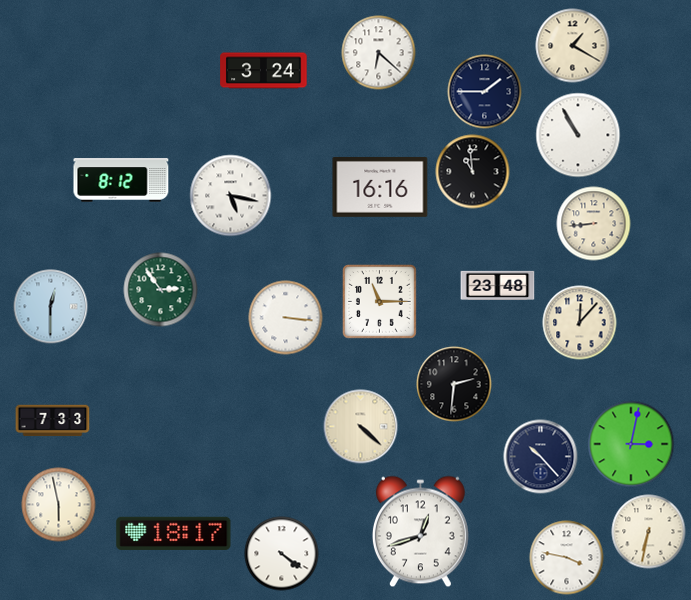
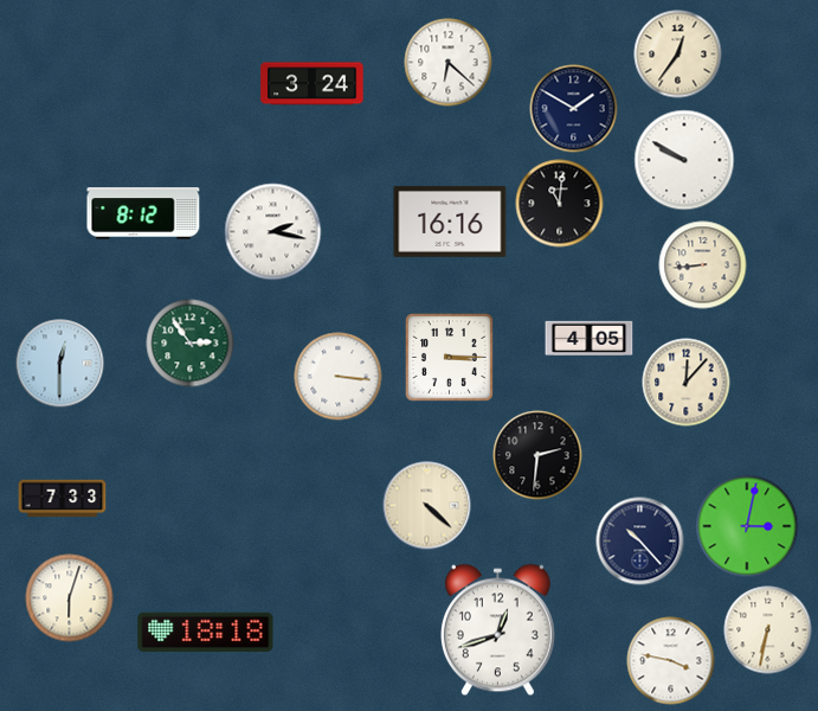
clock at (573, 46): 1:20 -> 12:36
clock at (485, 92): 1:45 -> 1:50
clock at (578, 135): 10:55 -> 9:50
clock at (473, 172): 10:59 -> 11:01
clock at (231, 196): 5:17 -> 2:17
clock at (498, 286): 23:48 -> 4:05
clock at (380, 302): 11:15 -> 3:15
clock at (59, 505): 5:58 -> 6:03
clock at (174, 533): 18:17 -> 18:18
clock at (282, 554): 4:21 -> none
